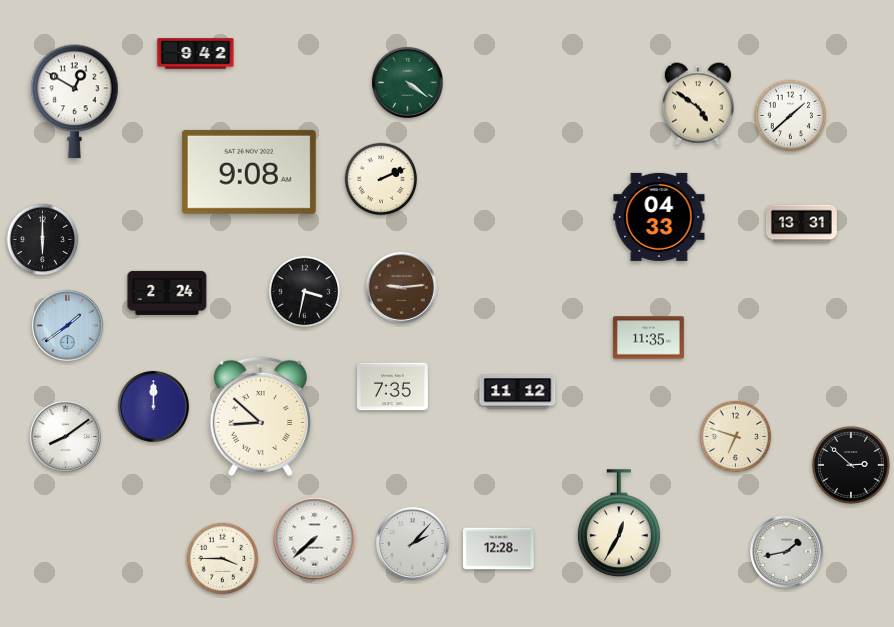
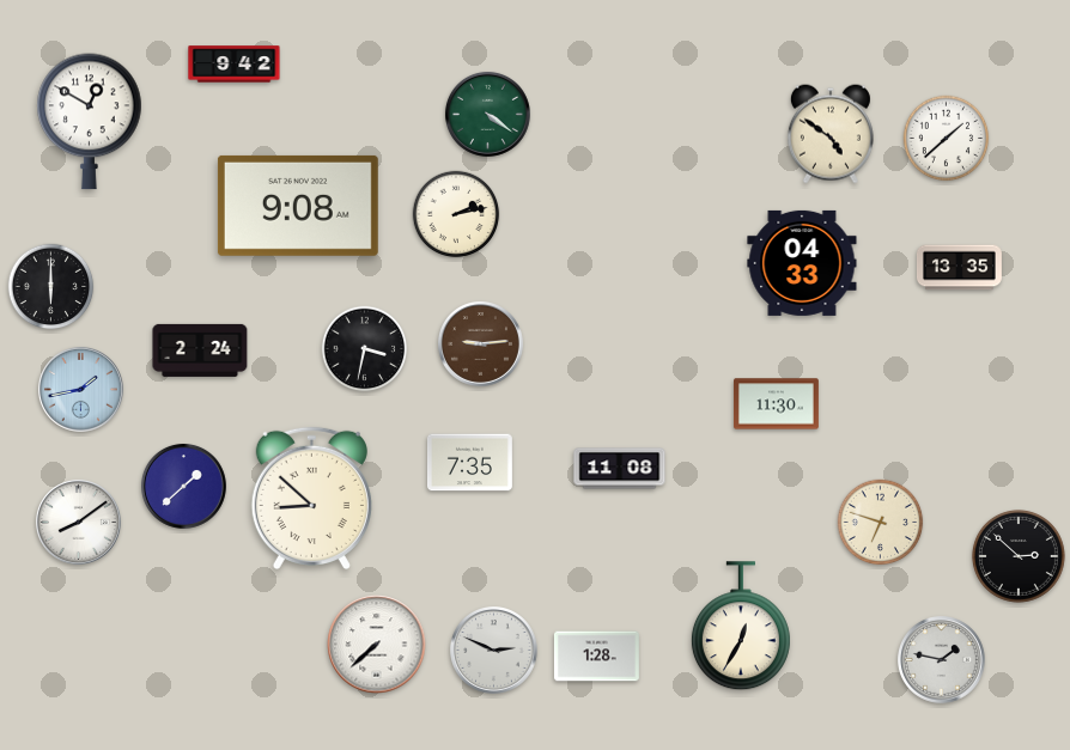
clock at (407, 82) position: (407, 82) -> (487, 114)
clock at (698, 104) position: (698, 104) -> (831, 134)
clock at (381, 179): 2:11 -> 2:13
clock at (659, 217) position: (659, 217) -> (802, 263)
clock at (802, 224): 13:31 -> 13:35
clock at (67, 325): 1:39 -> 1:43
clock at (648, 338): 11:35 -> 11:30
clock at (518, 392): 11:12 -> 11:08
clock at (153, 406): 12:00 -> 1:38
clock at (413, 544): 2:07 -> 2:49
clock at (498, 549): 12:28 -> 1:28
clock at (787, 552): 1:43 -> 1:47
clock at (223, 559): 3:45 -> none
